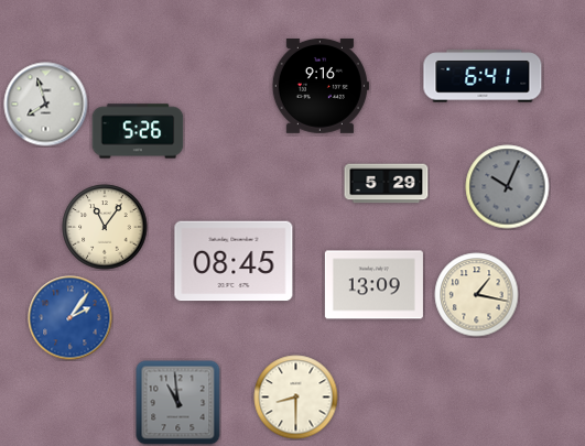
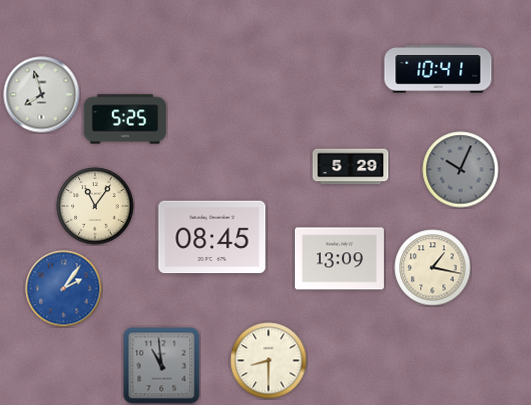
clock at (483, 76): 6:41 -> 10:41
clock at (321, 87): 9:16 -> none
clock at (138, 131): 5:26 -> 5:25
